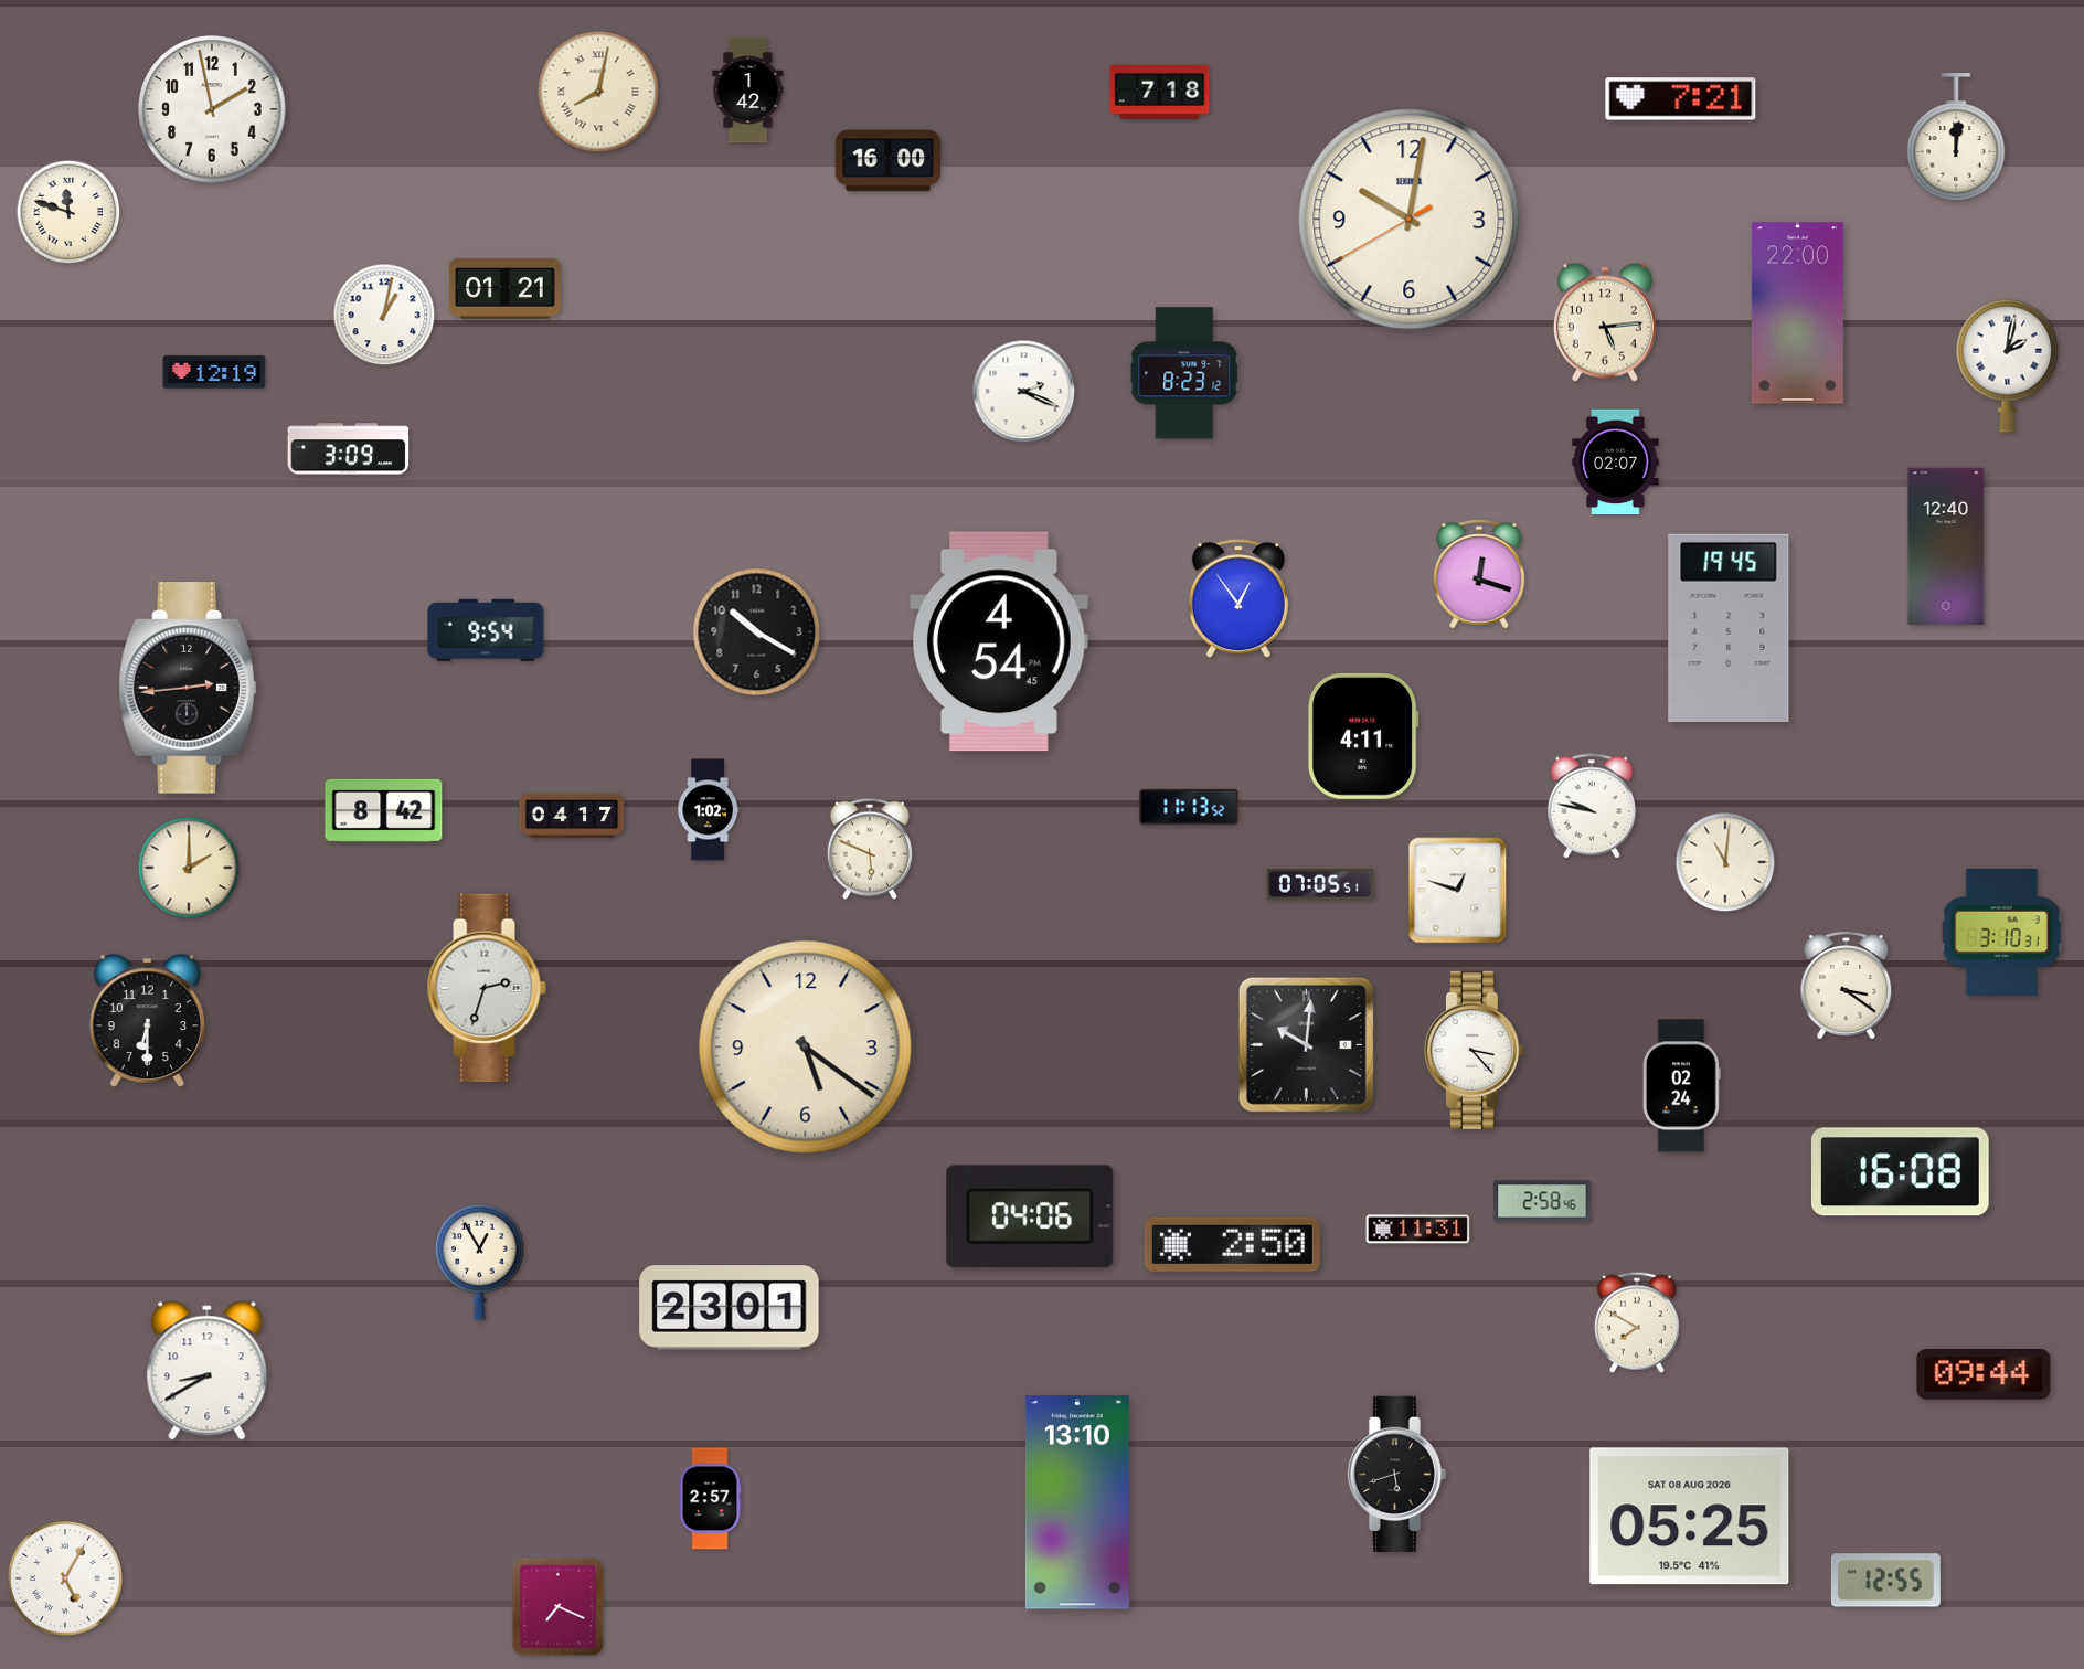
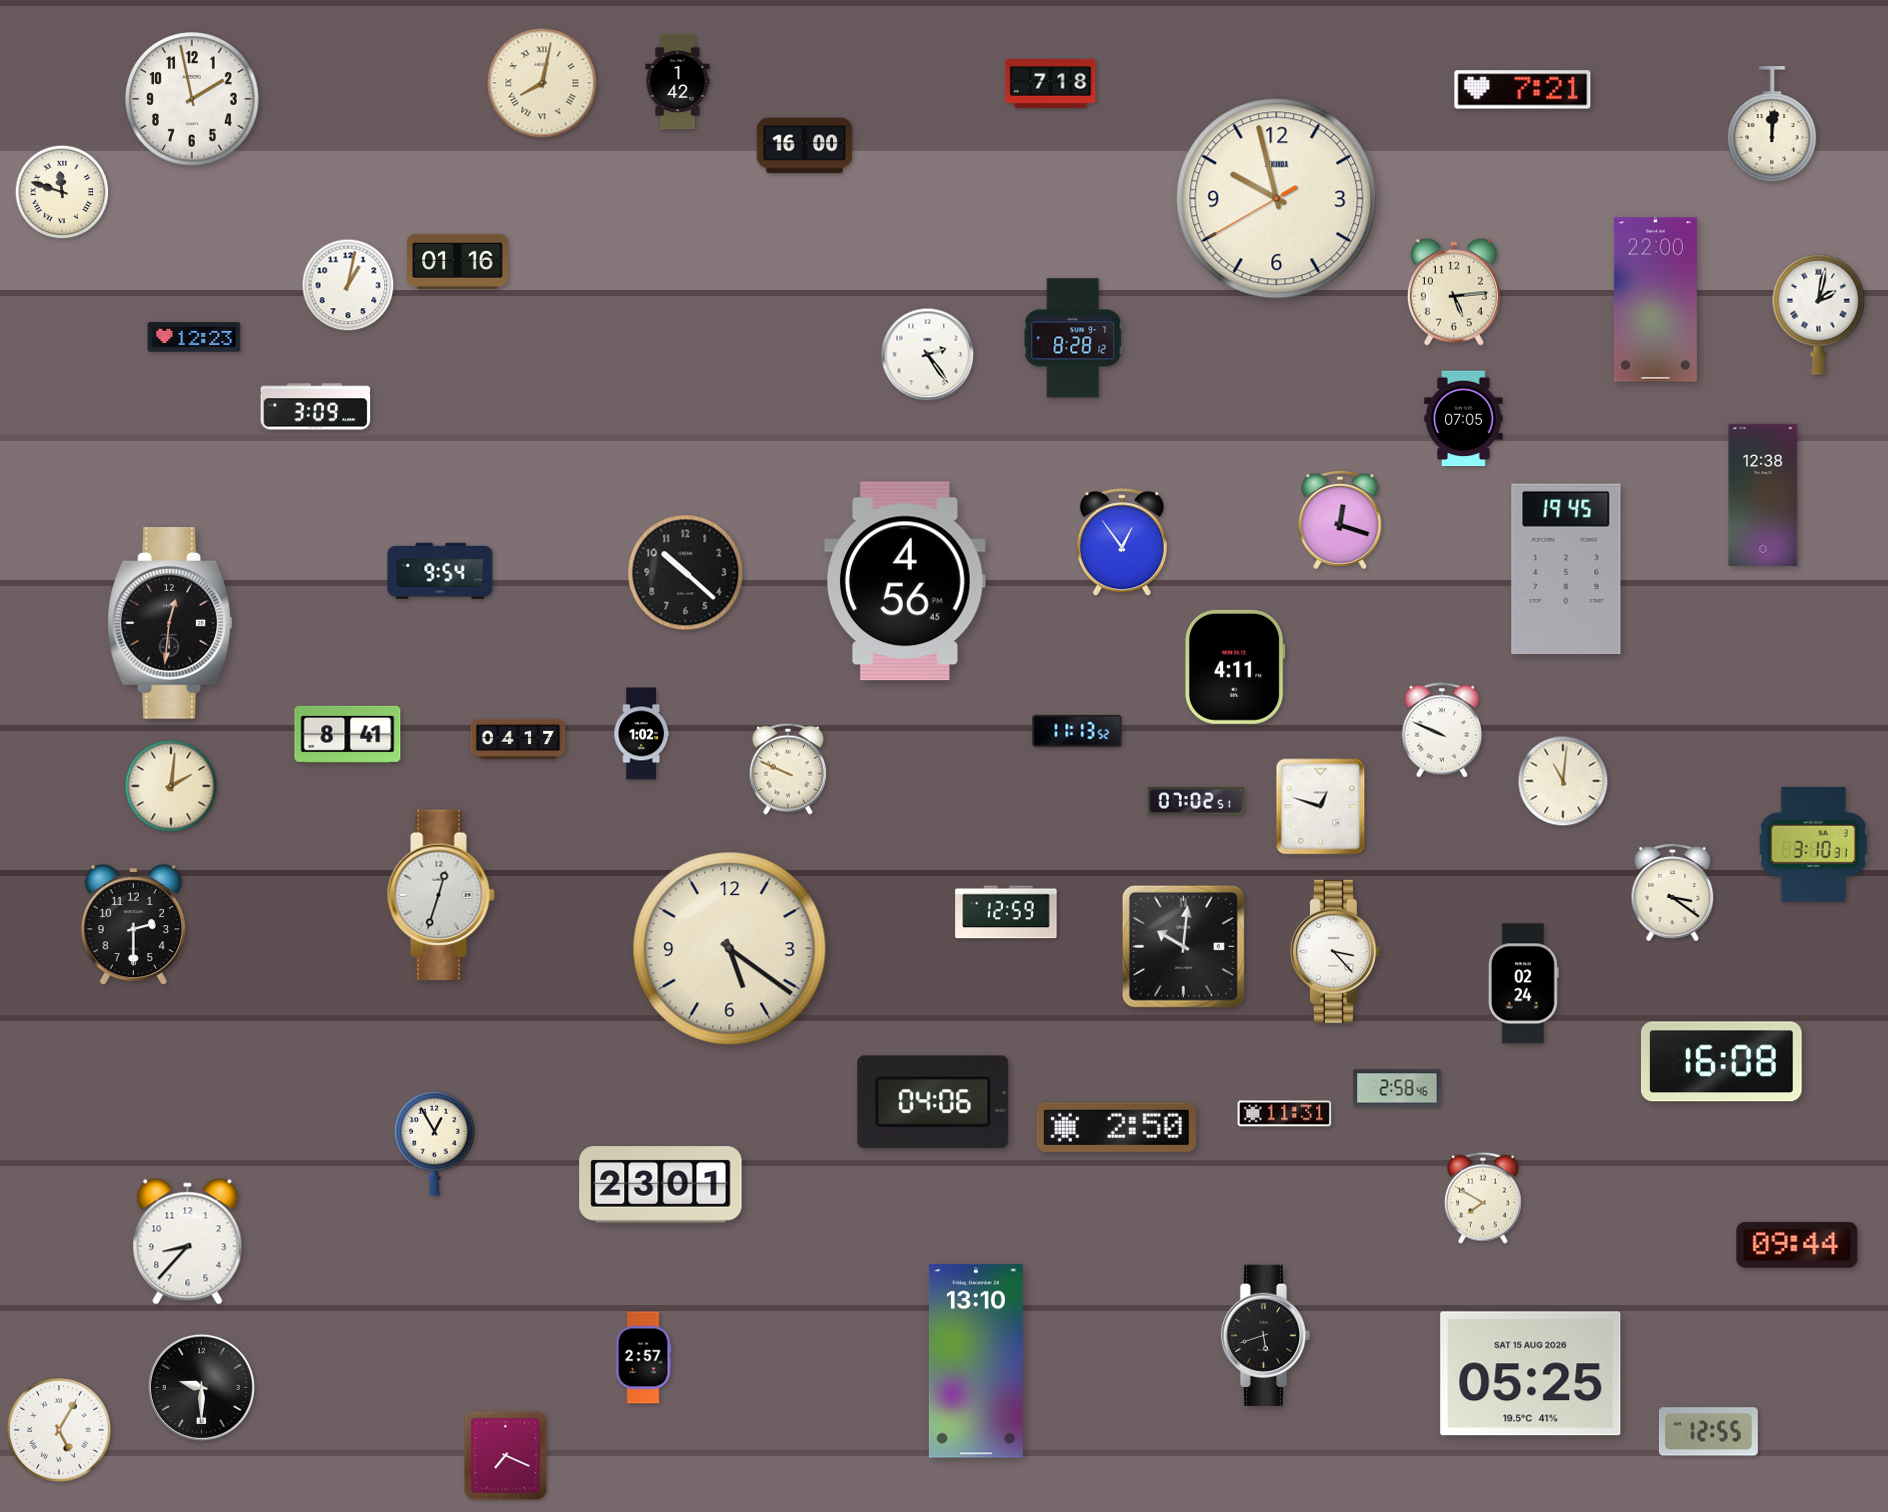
clock at (1410, 220): 10:01 -> 9:57
clock at (506, 288): 01:21 -> 01:16
clock at (1797, 313) position: (1797, 313) -> (1655, 300)
clock at (2008, 365) position: (2008, 365) -> (1819, 314)
clock at (214, 372): 12:19 -> 12:23
clock at (1184, 373): 8:23 -> 8:28
clock at (1024, 392): 2:19 -> 2:24
clock at (1616, 463): 02:07 -> 07:05
clock at (1946, 546): 12:40 -> 12:38
clock at (757, 632): 10:20 -> 10:22
clock at (1000, 641): 4:54 -> 4:56
clock at (188, 688): 2:44 -> 12:31
clock at (1591, 806): 9:47 -> 9:49
clock at (384, 810): 8:42 -> 8:41
clock at (870, 849): 5:49 -> 9:49
clock at (189, 868): 2:00 -> 2:01
clock at (1319, 884): 07:05 -> 07:02
clock at (487, 988): 2:33 -> 12:33
clock at (1006, 912): none -> 12:59
clock at (147, 1022): 6:30 -> 2:30
clock at (208, 1371): 8:40 -> 8:37
clock at (1690, 1517) date: SAT 08 AUG 2026 -> SAT 15 AUG 2026
clock at (201, 1387): none -> 9:30
